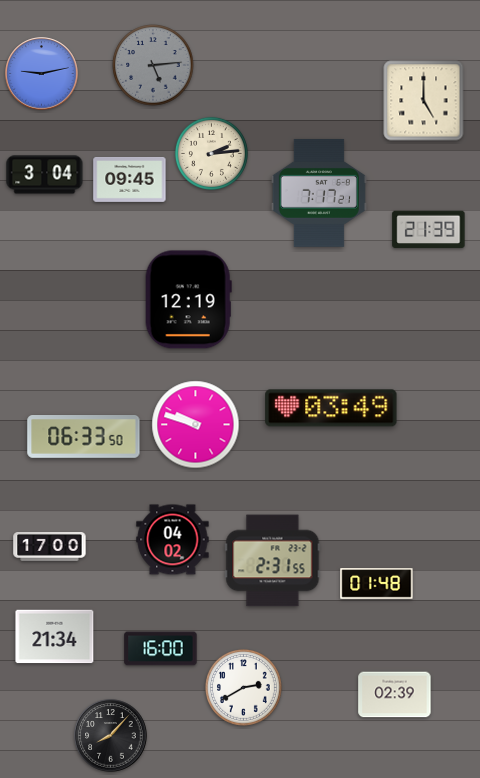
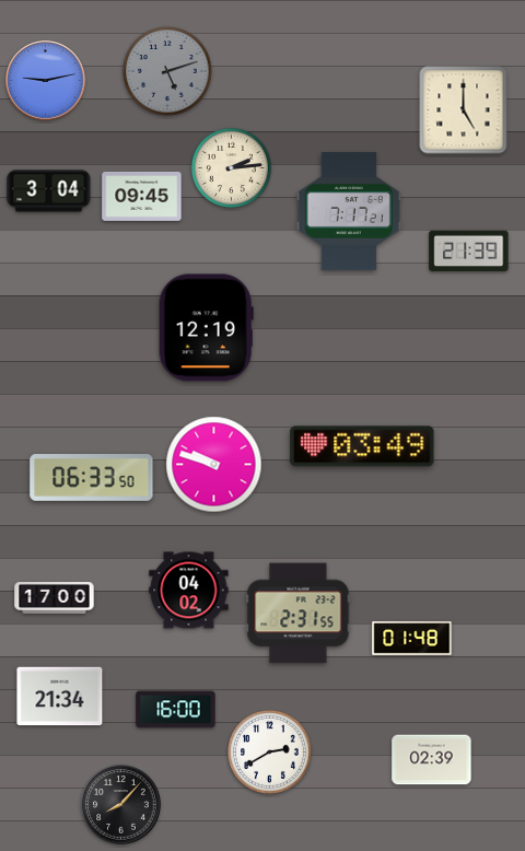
clock at (153, 65): 5:14 -> 5:12
clock at (244, 688) position: (244, 688) -> (270, 753)
